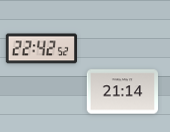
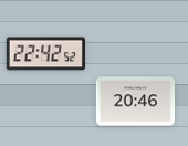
clock at (122, 92): 21:14 -> 20:46
